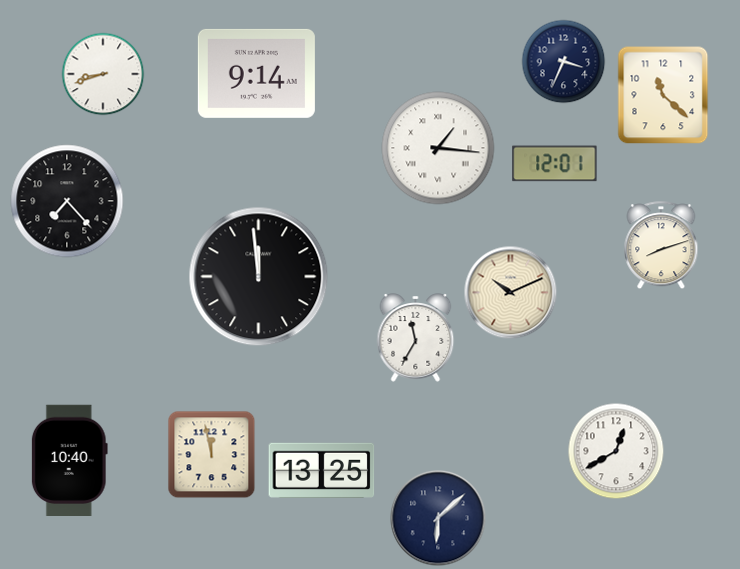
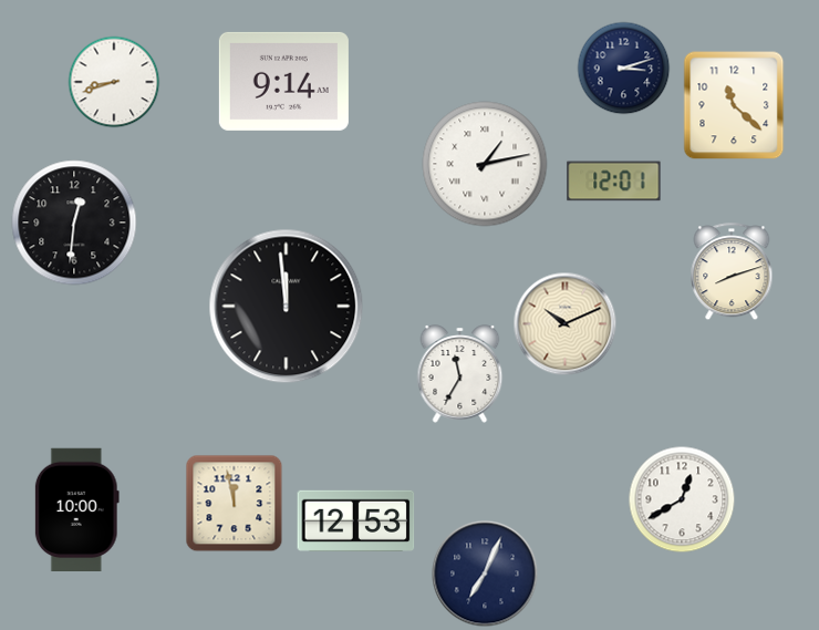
clock at (563, 61): 3:34 -> 3:12
clock at (438, 148): 1:16 -> 1:13
clock at (67, 201): 7:23 -> 12:31
clock at (69, 460): 10:40 -> 10:00
clock at (322, 470): 13:25 -> 12:53
clock at (438, 518): 6:08 -> 7:04
